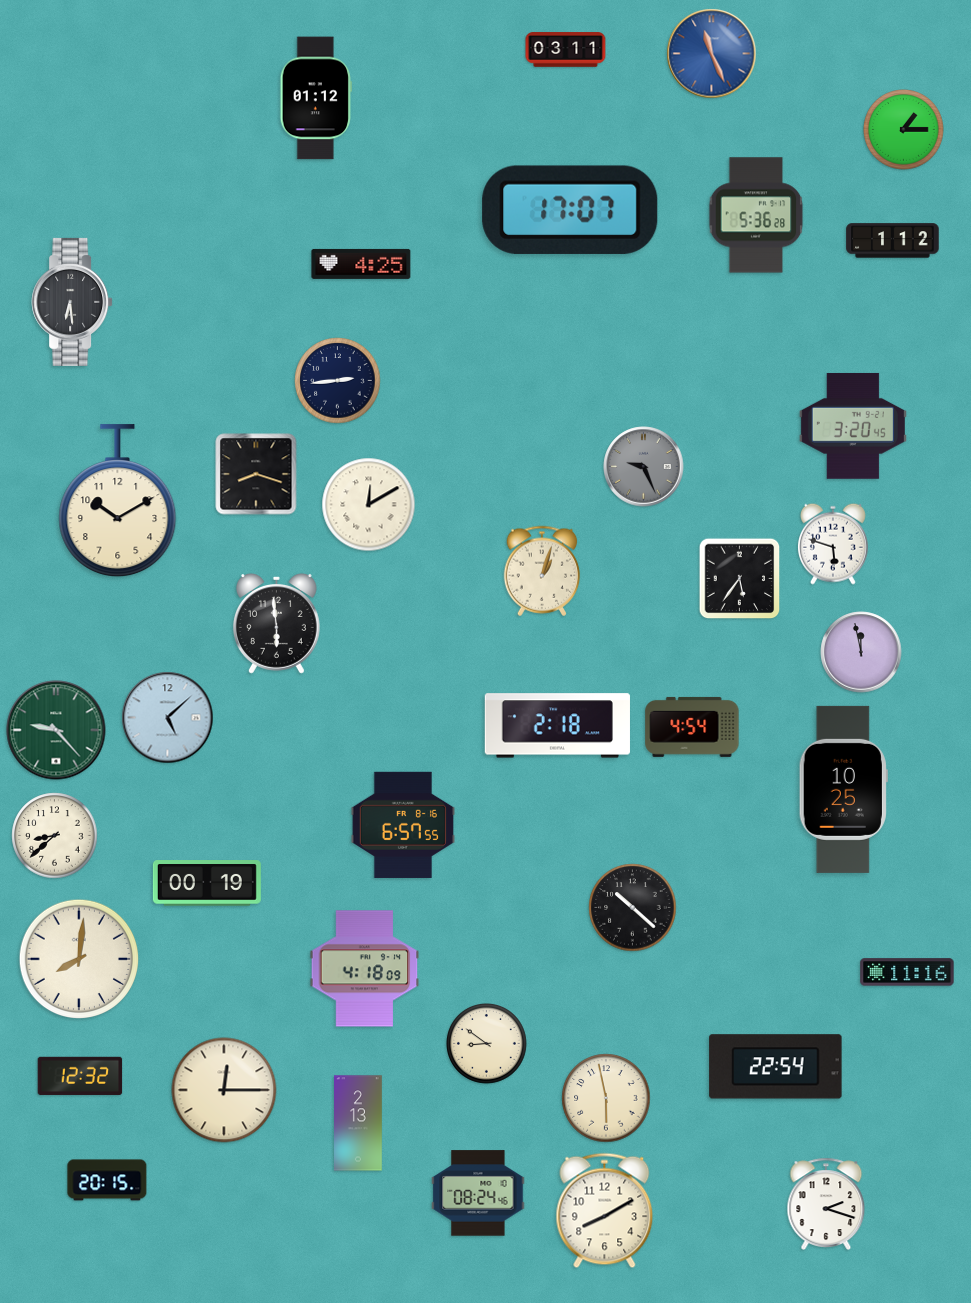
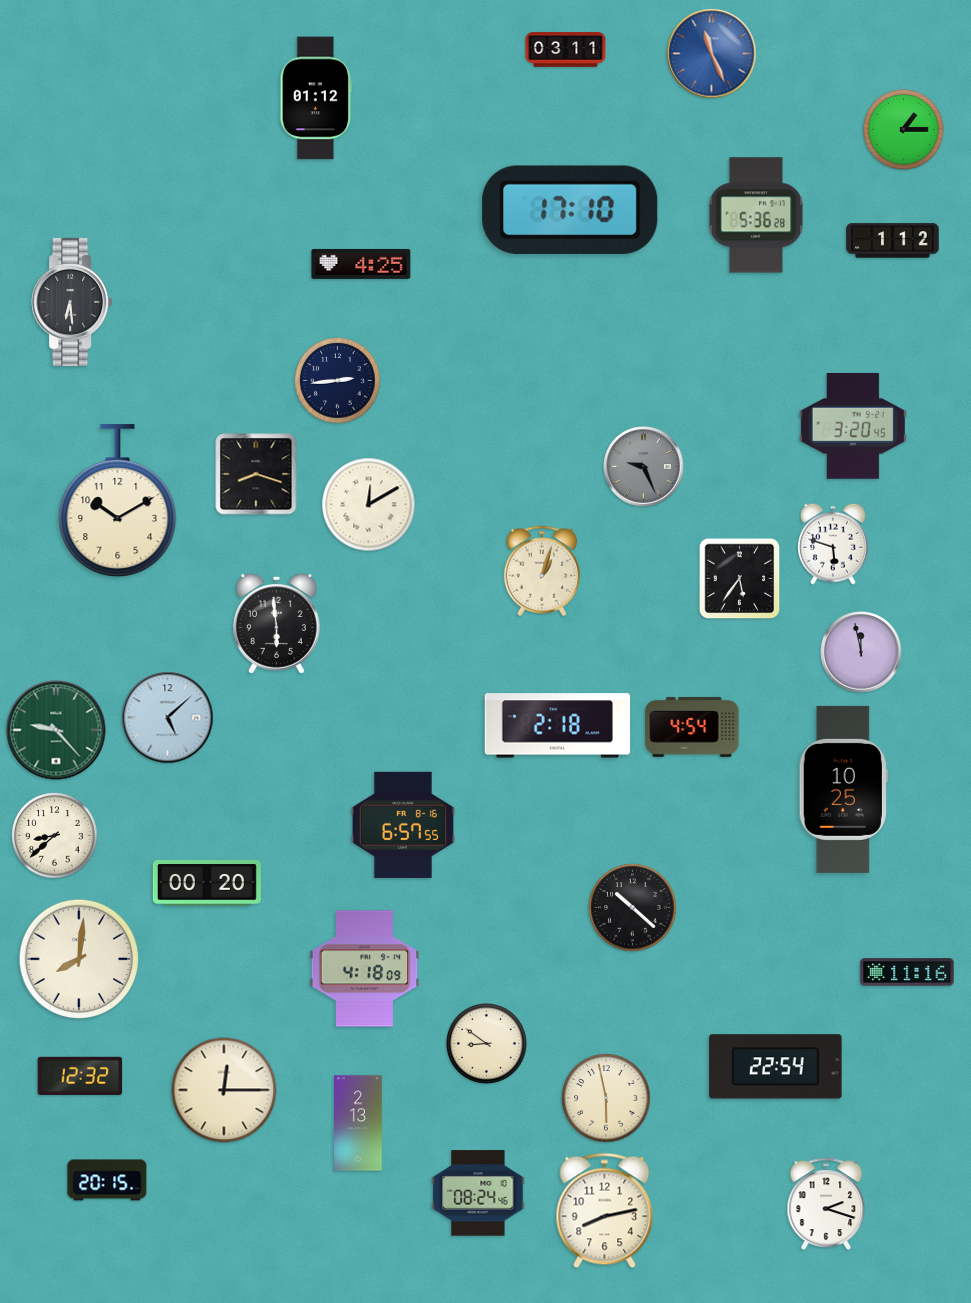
clock at (570, 210): 17:07 -> 17:10
clock at (207, 883): 00:19 -> 00:20
clock at (605, 1211): 8:10 -> 8:13
